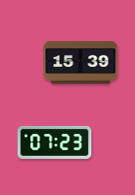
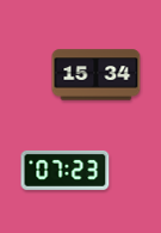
clock at (81, 63): 15:39 -> 15:34
